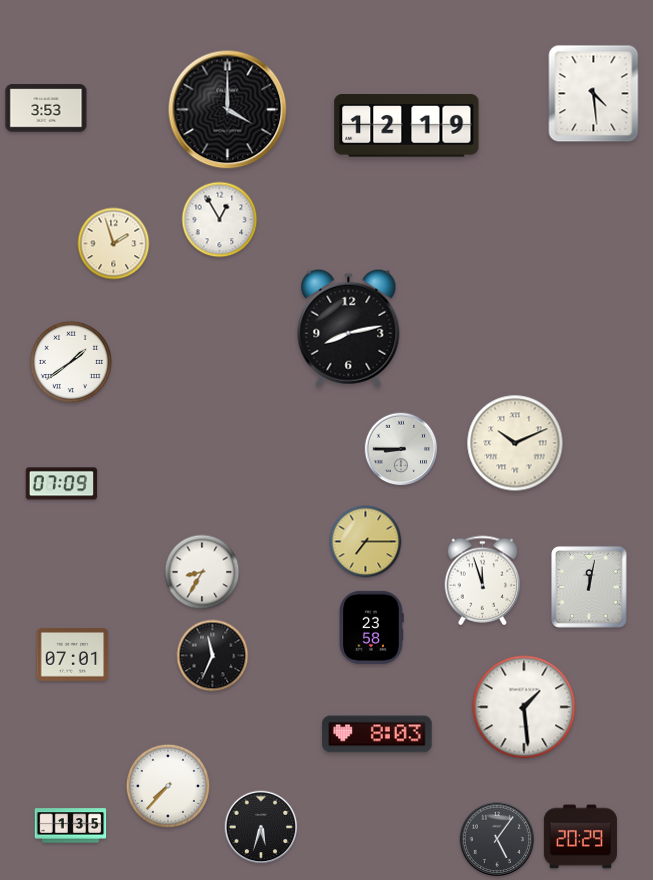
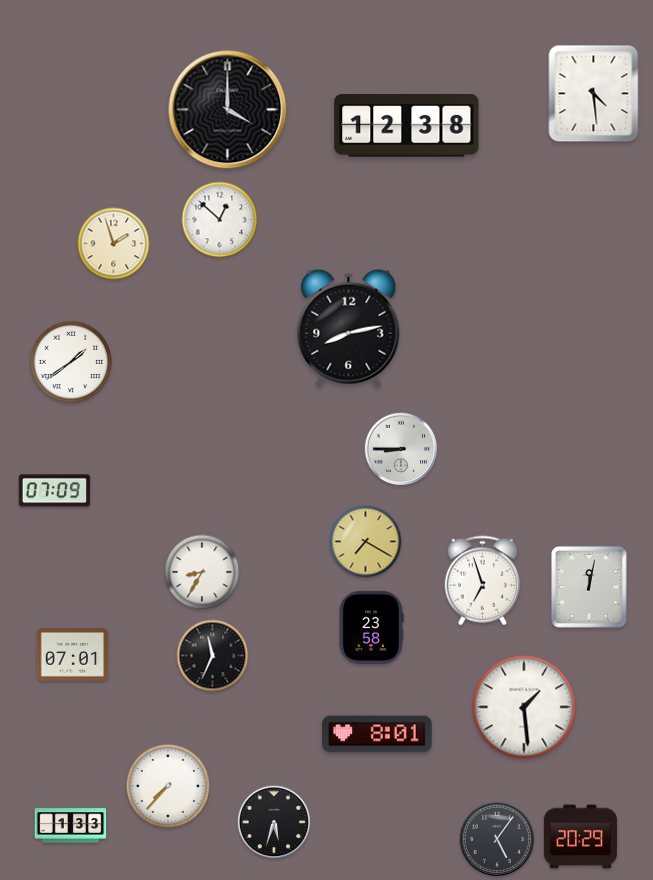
clock at (46, 108): 3:53 -> none
clock at (407, 126): 12:19 -> 12:38
clock at (220, 220): 12:55 -> 12:52
clock at (515, 443): 10:11 -> none
clock at (62, 484) position: (62, 484) -> (55, 491)
clock at (366, 542): 7:15 -> 7:20
clock at (483, 581): 11:57 -> 6:57
clock at (377, 734): 8:03 -> 8:01
clock at (71, 826): 1:35 -> 1:33
clock at (261, 827) position: (261, 827) -> (274, 822)
